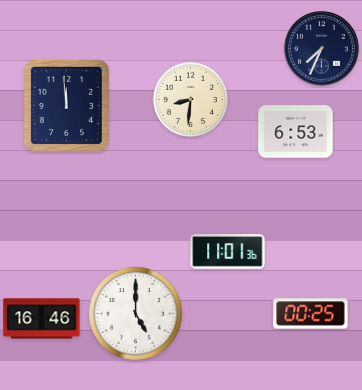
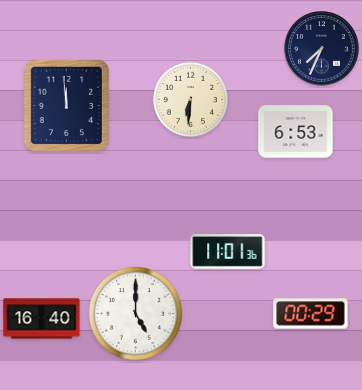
clock at (190, 99): 8:31 -> 6:31
clock at (311, 314): 00:25 -> 00:29
clock at (42, 319): 16:46 -> 16:40
